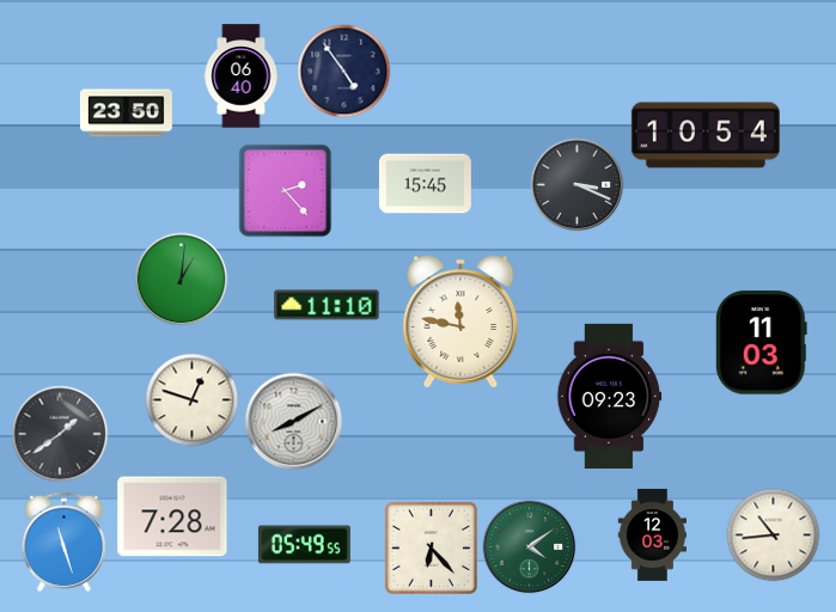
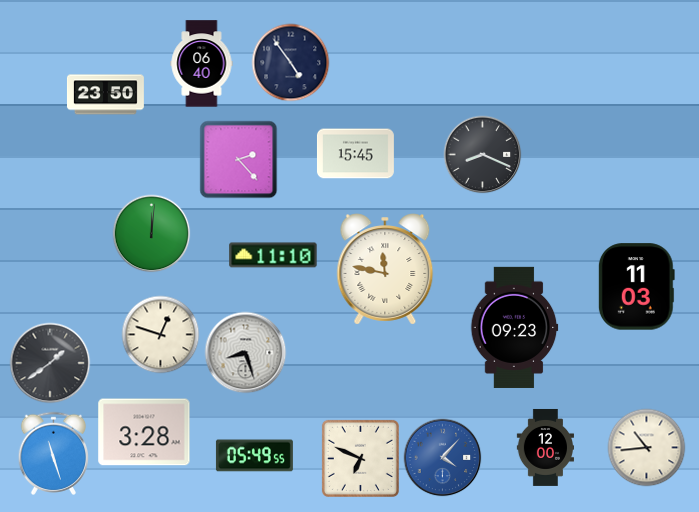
clock at (343, 71) position: (343, 71) -> (290, 62)
clock at (706, 135): 10:54 -> none
clock at (576, 184): 3:19 -> 8:19
clock at (181, 279): 1:01 -> 12:01
clock at (609, 396) position: (609, 396) -> (514, 327)
clock at (293, 421): 8:10 -> 8:27
clock at (172, 516): 7:28 -> 3:28
clock at (652, 534): 12:03 -> 12:00
clock at (529, 546): 4:09 -> 4:07
clock at (529, 546) dial: green -> blue
clock at (431, 547): 6:23 -> 6:49
